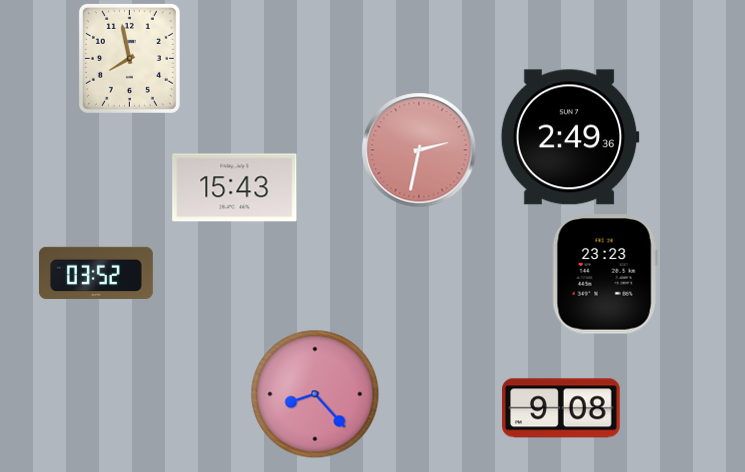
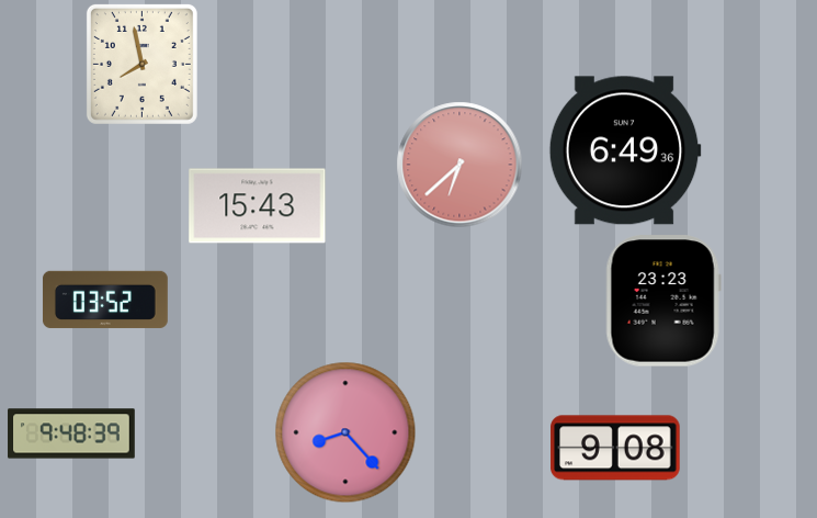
clock at (570, 137): 2:49 -> 6:49
clock at (419, 150): 2:32 -> 6:38
clock at (71, 433): none -> 9:48
